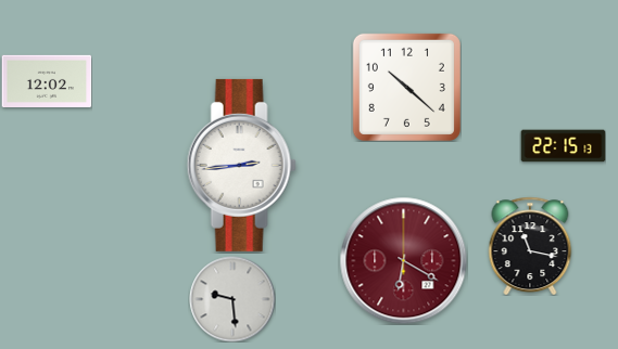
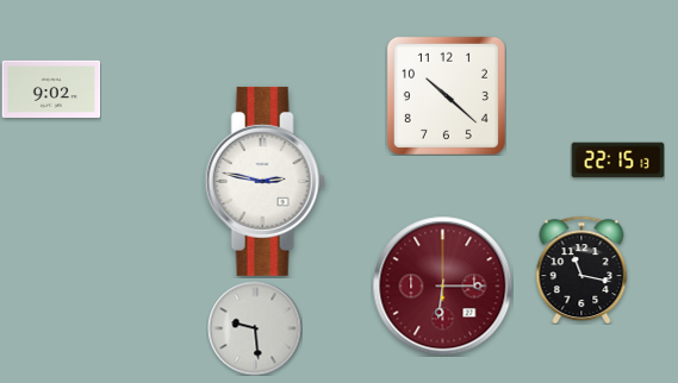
clock at (47, 80): 12:02 -> 9:02
clock at (241, 165): 2:44 -> 2:47
clock at (403, 260): 6:20 -> 6:15
